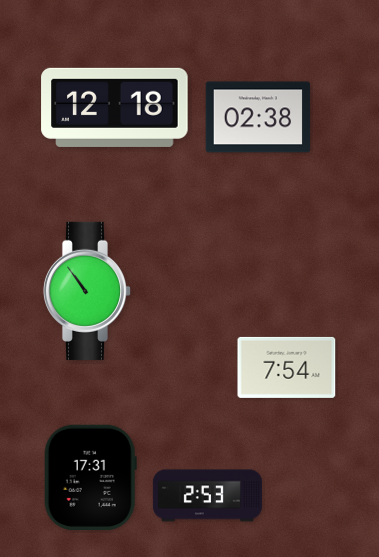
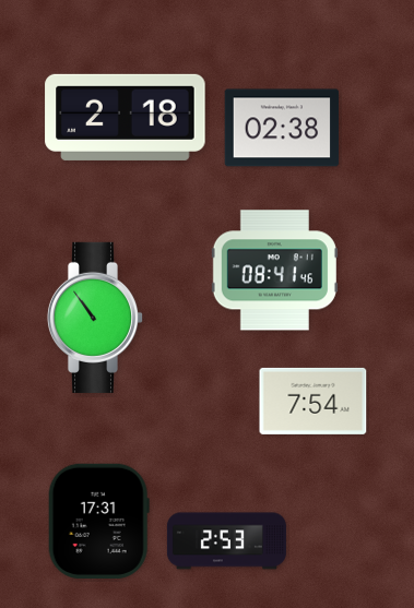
clock at (115, 107): 12:18 -> 2:18
clock at (274, 271): none -> 08:41
